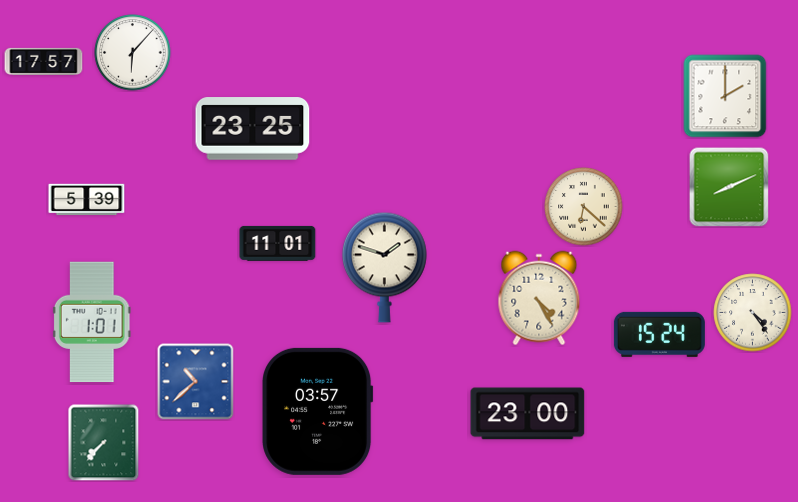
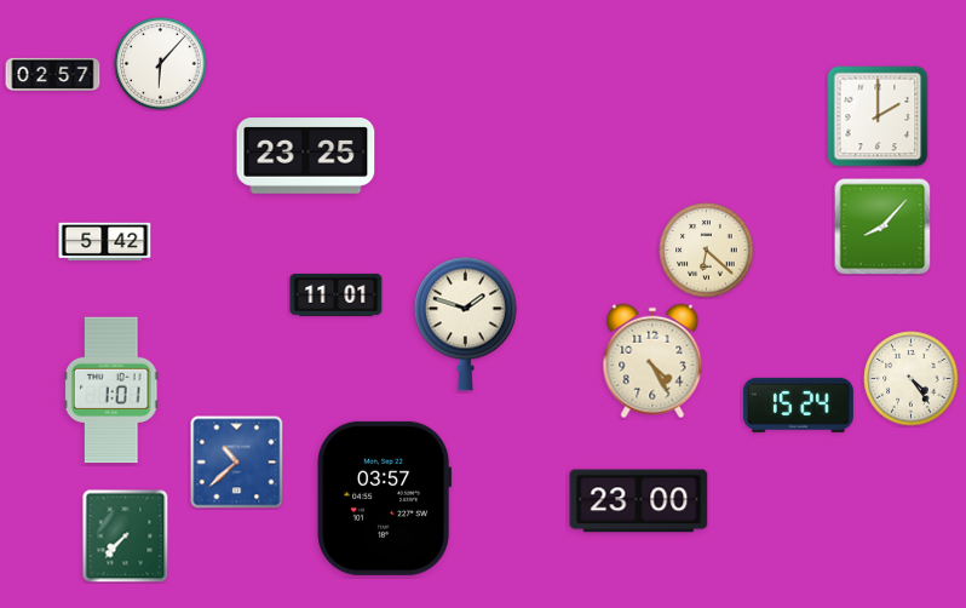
clock at (44, 61): 17:57 -> 02:57
clock at (729, 187): 8:11 -> 8:07
clock at (87, 200): 5:39 -> 5:42
